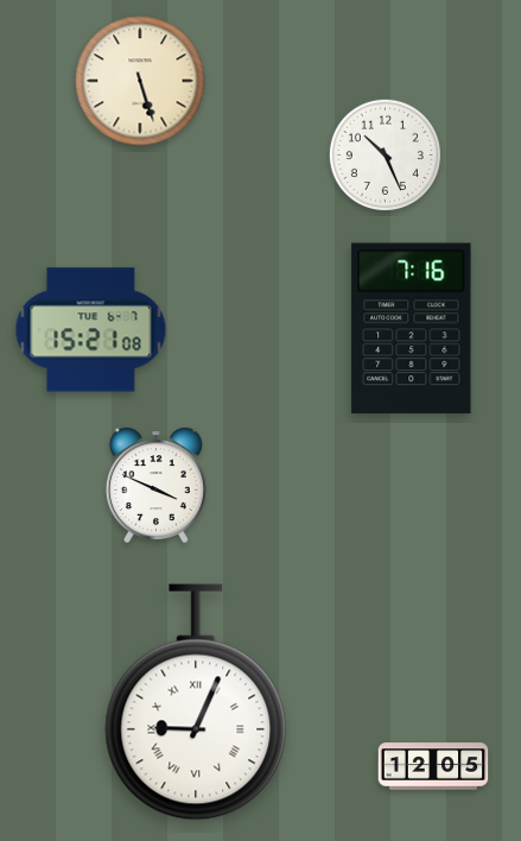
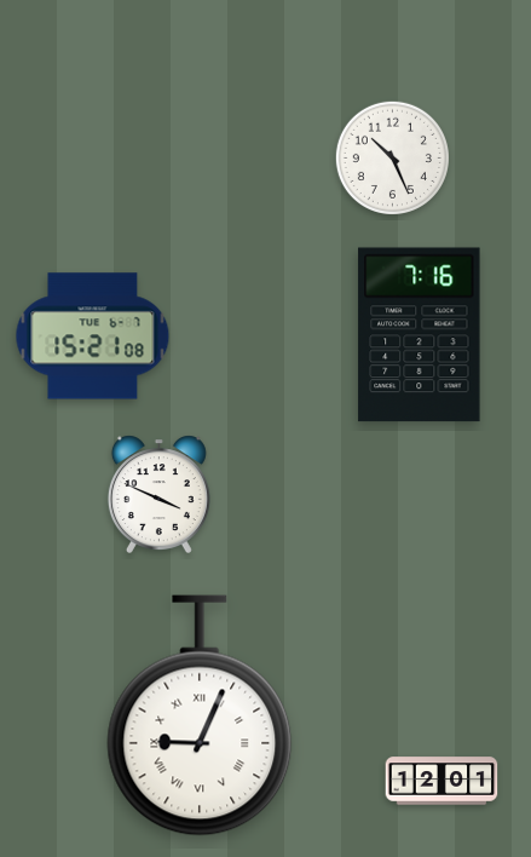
clock at (140, 81): 5:27 -> none
clock at (433, 766): 12:05 -> 12:01
